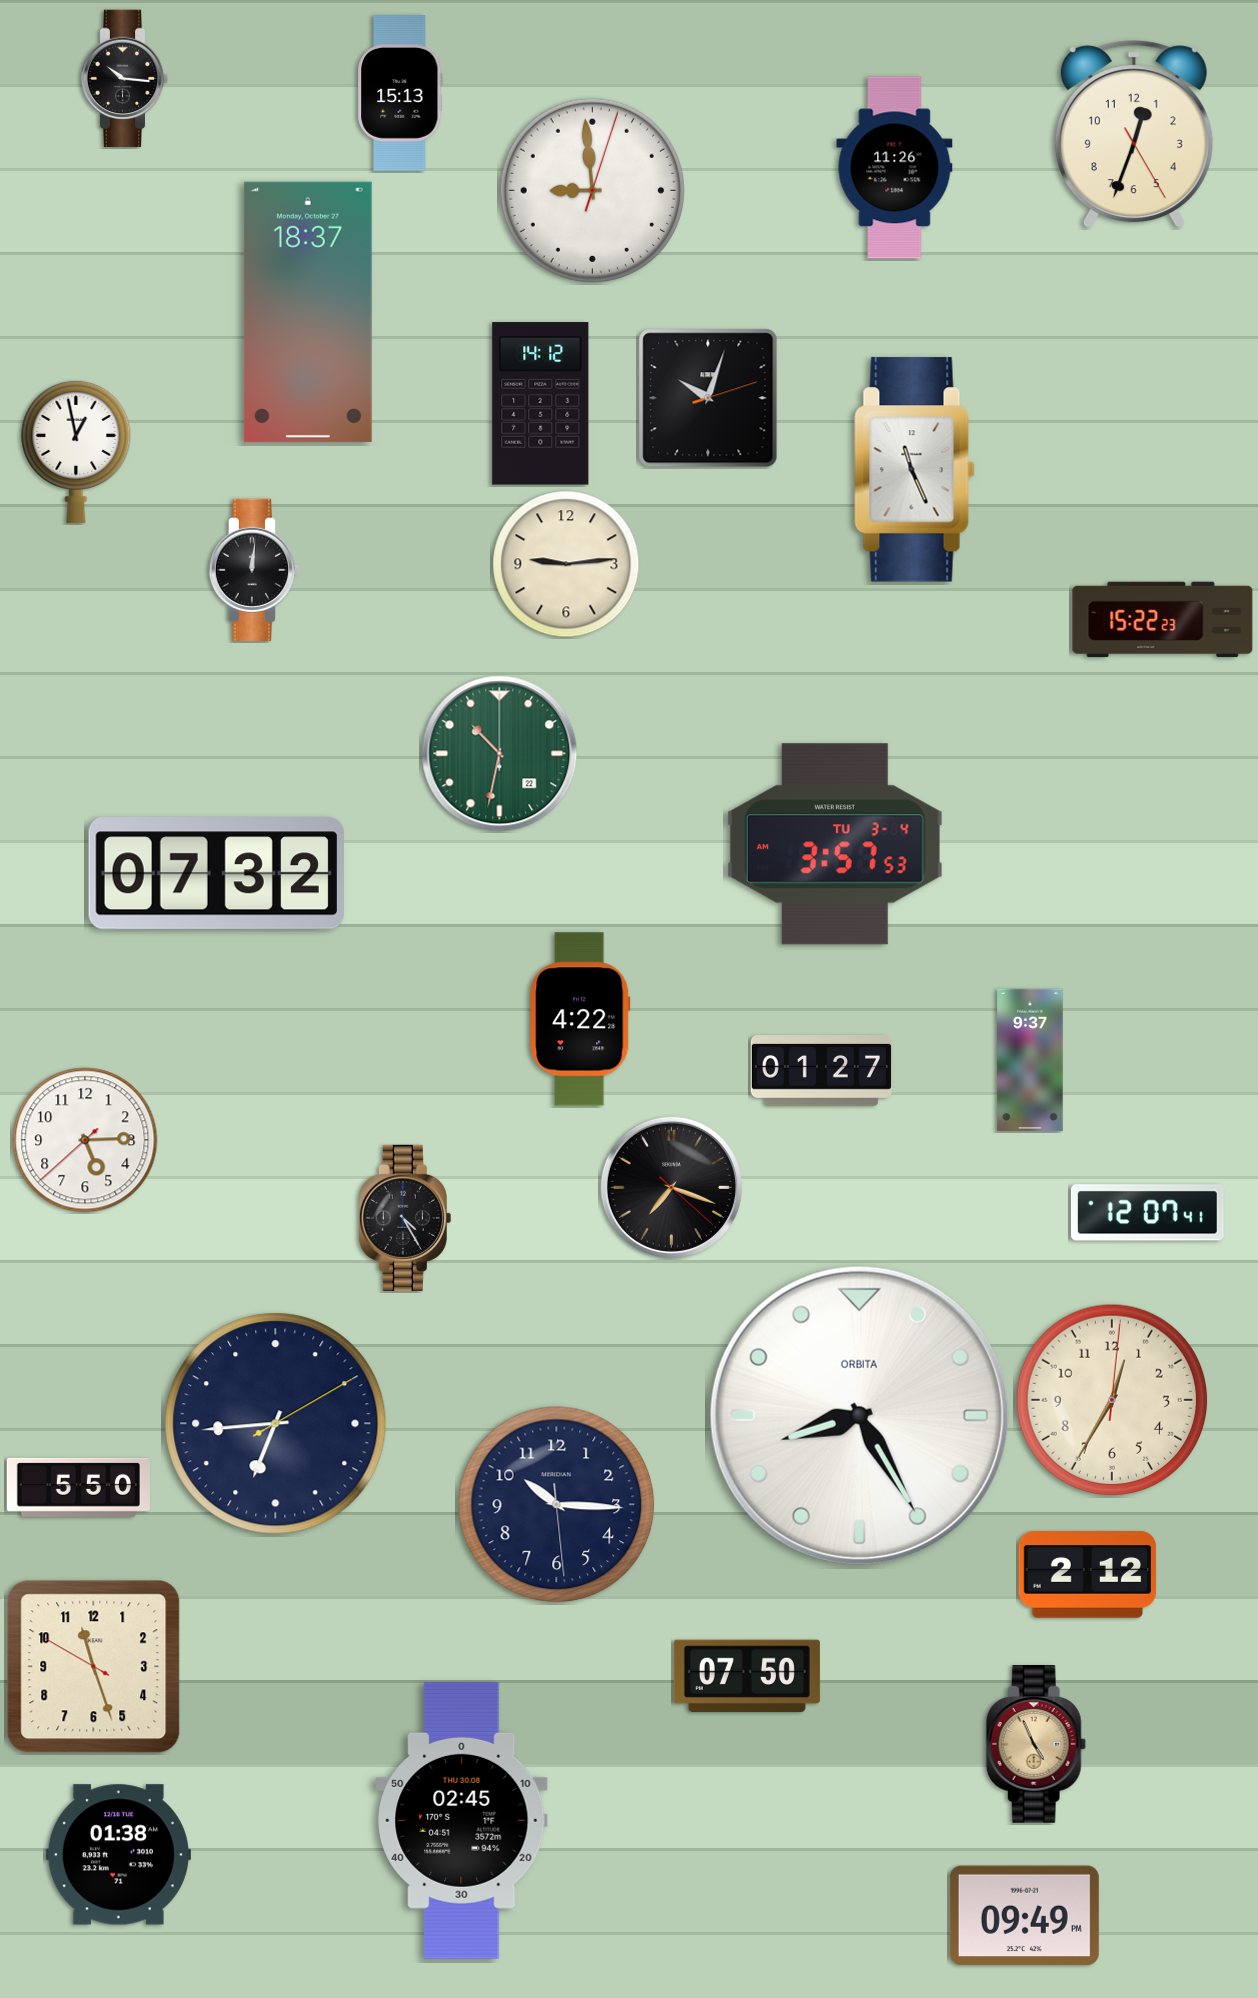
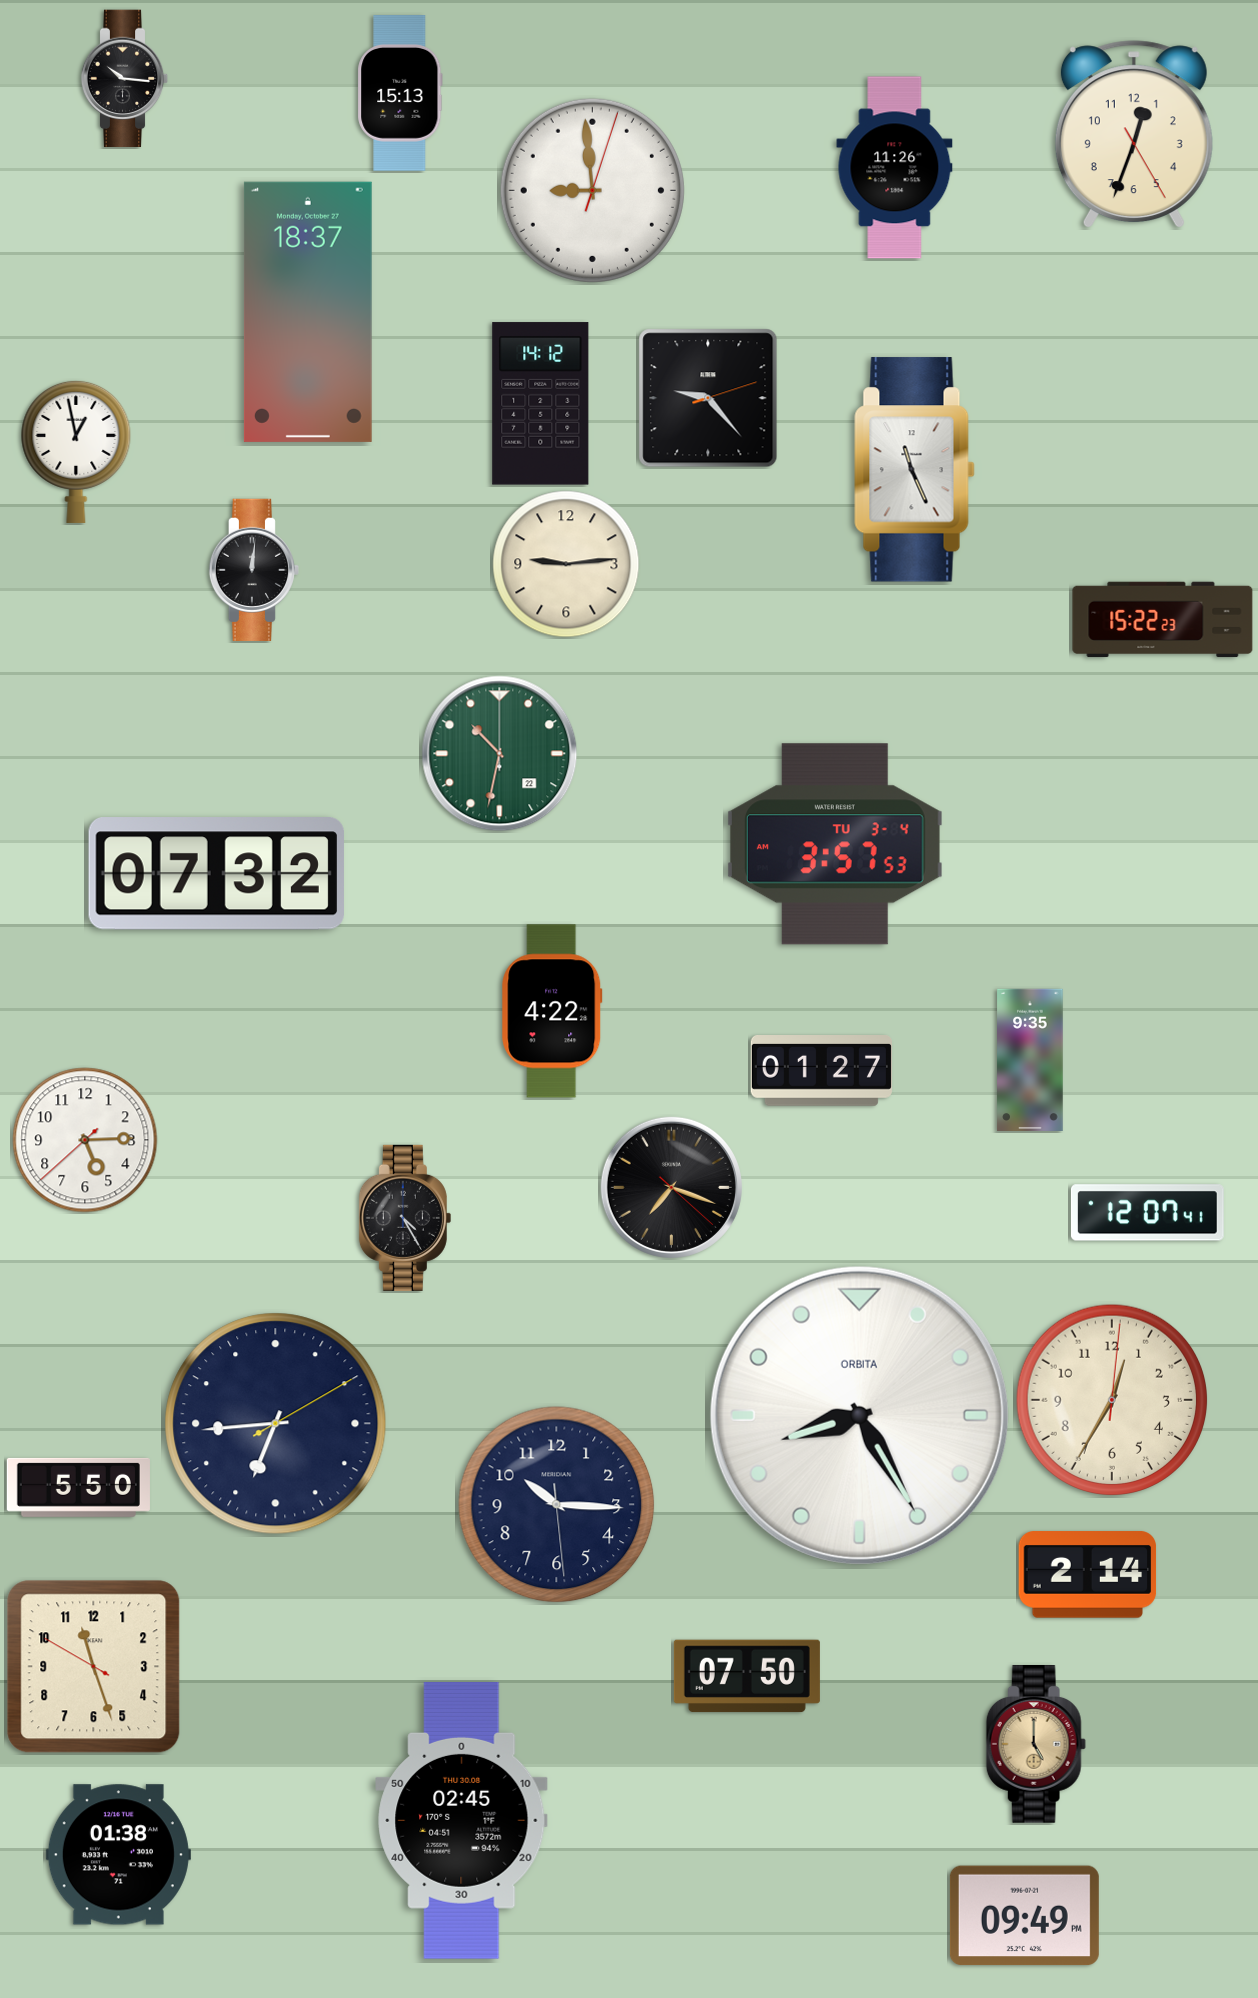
clock at (708, 398): 10:03 -> 9:23
clock at (580, 1019) position: (580, 1019) -> (552, 1011)
clock at (1030, 1059): 9:37 -> 9:35
clock at (1088, 1575): 2:12 -> 2:14
clock at (1036, 1745): 4:56 -> 5:00
